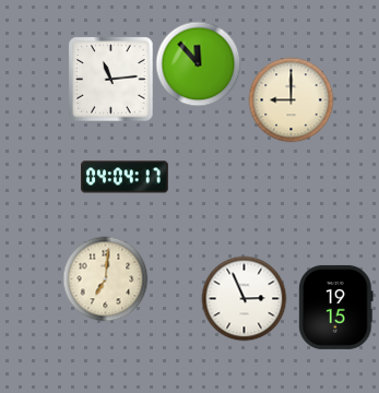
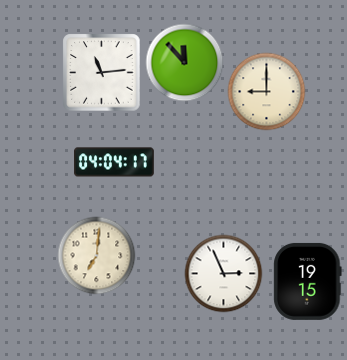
clock at (198, 63) position: (198, 63) -> (184, 62)
